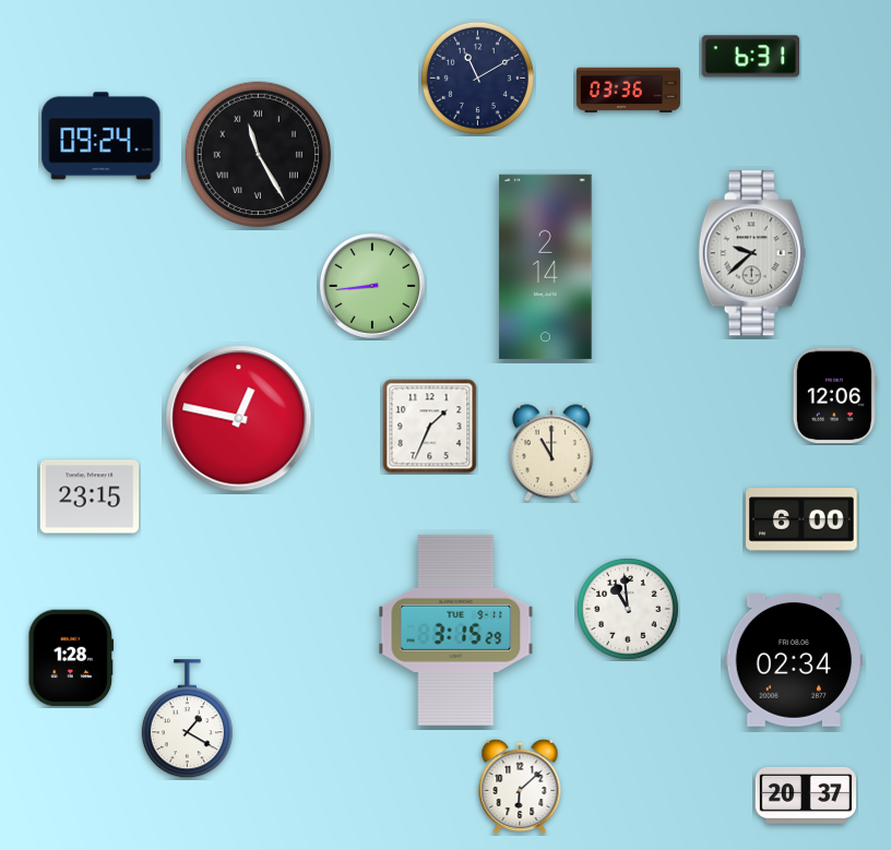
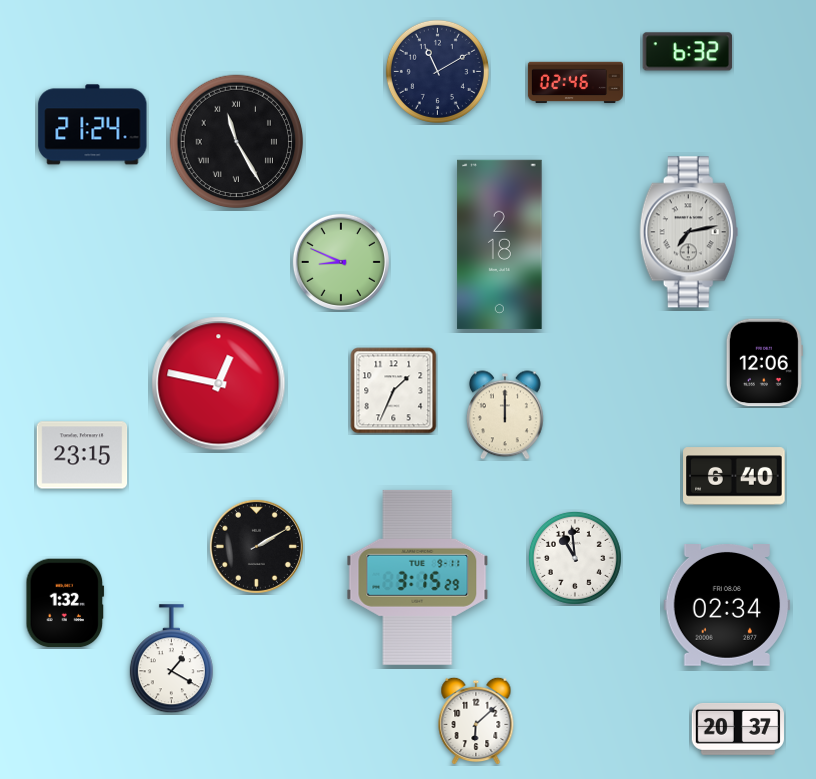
clock at (751, 57): 6:31 -> 6:32
clock at (628, 91): 03:36 -> 02:46
clock at (102, 136): 09:24 -> 21:24
clock at (752, 253): 9:38 -> 7:13
clock at (546, 266): 2:14 -> 2:18
clock at (372, 286): 8:44 -> 8:49
clock at (551, 453): 11:00 -> 12:00
clock at (801, 519): 6:00 -> 6:40
clock at (256, 546): none -> 2:10
clock at (71, 658): 1:28 -> 1:32
